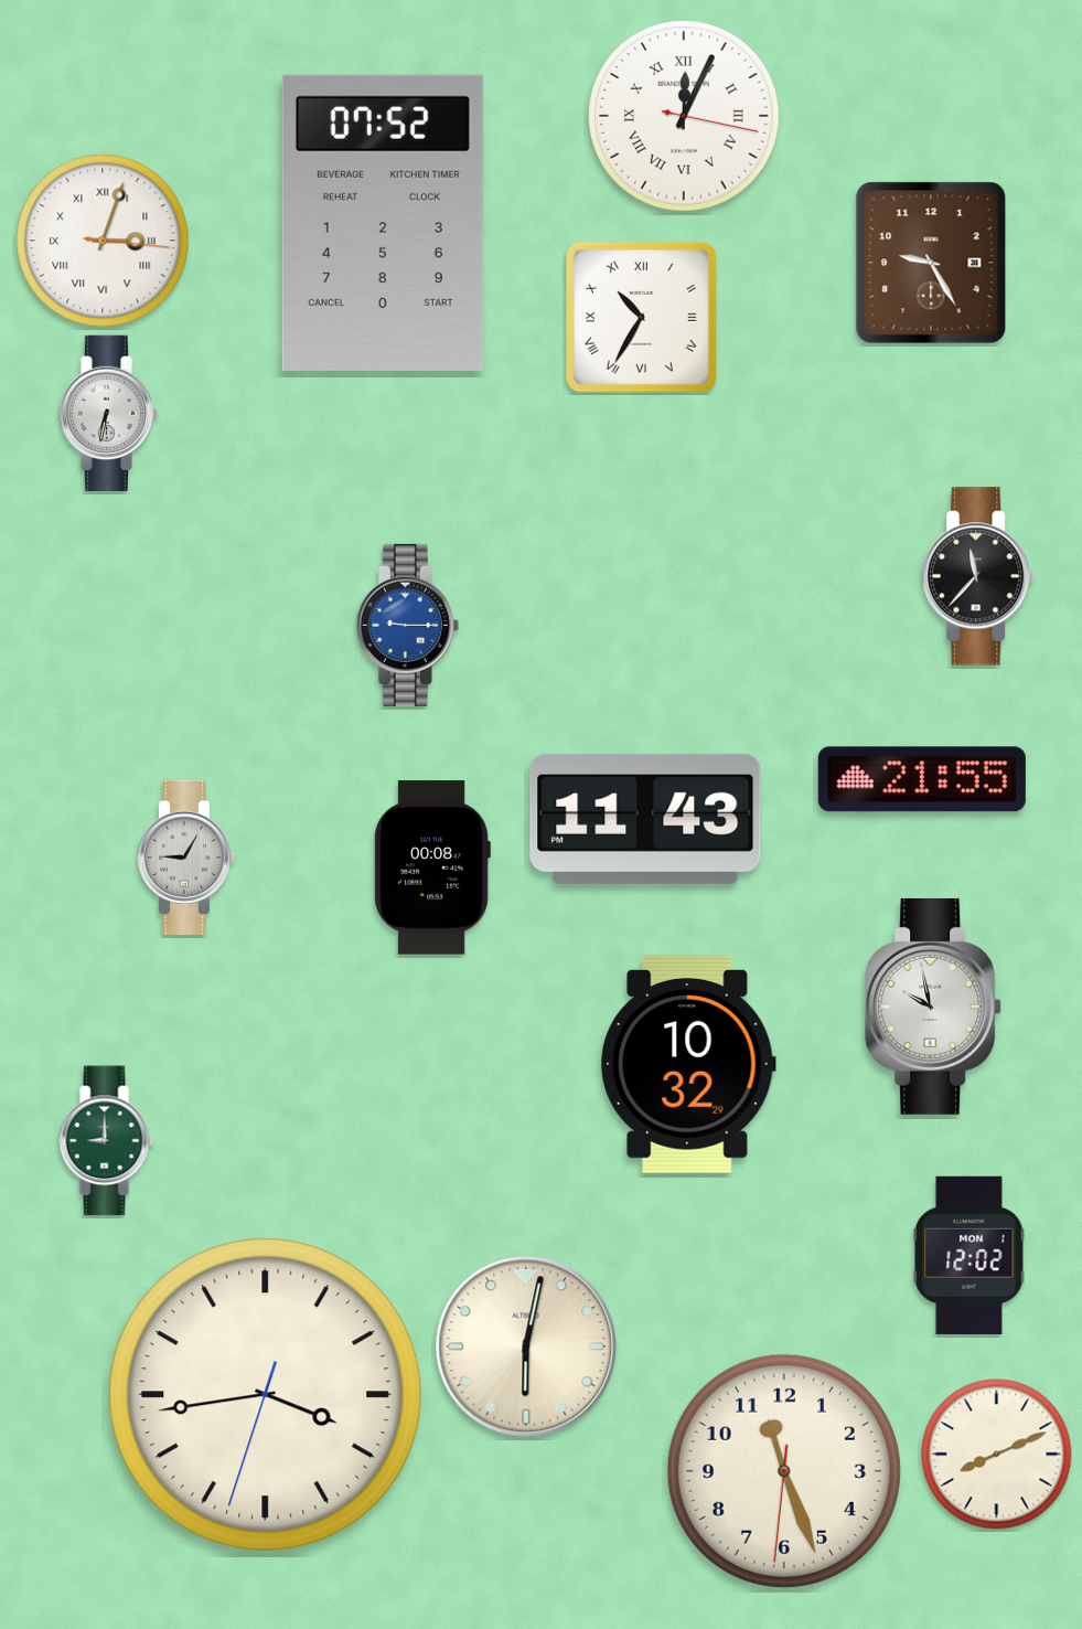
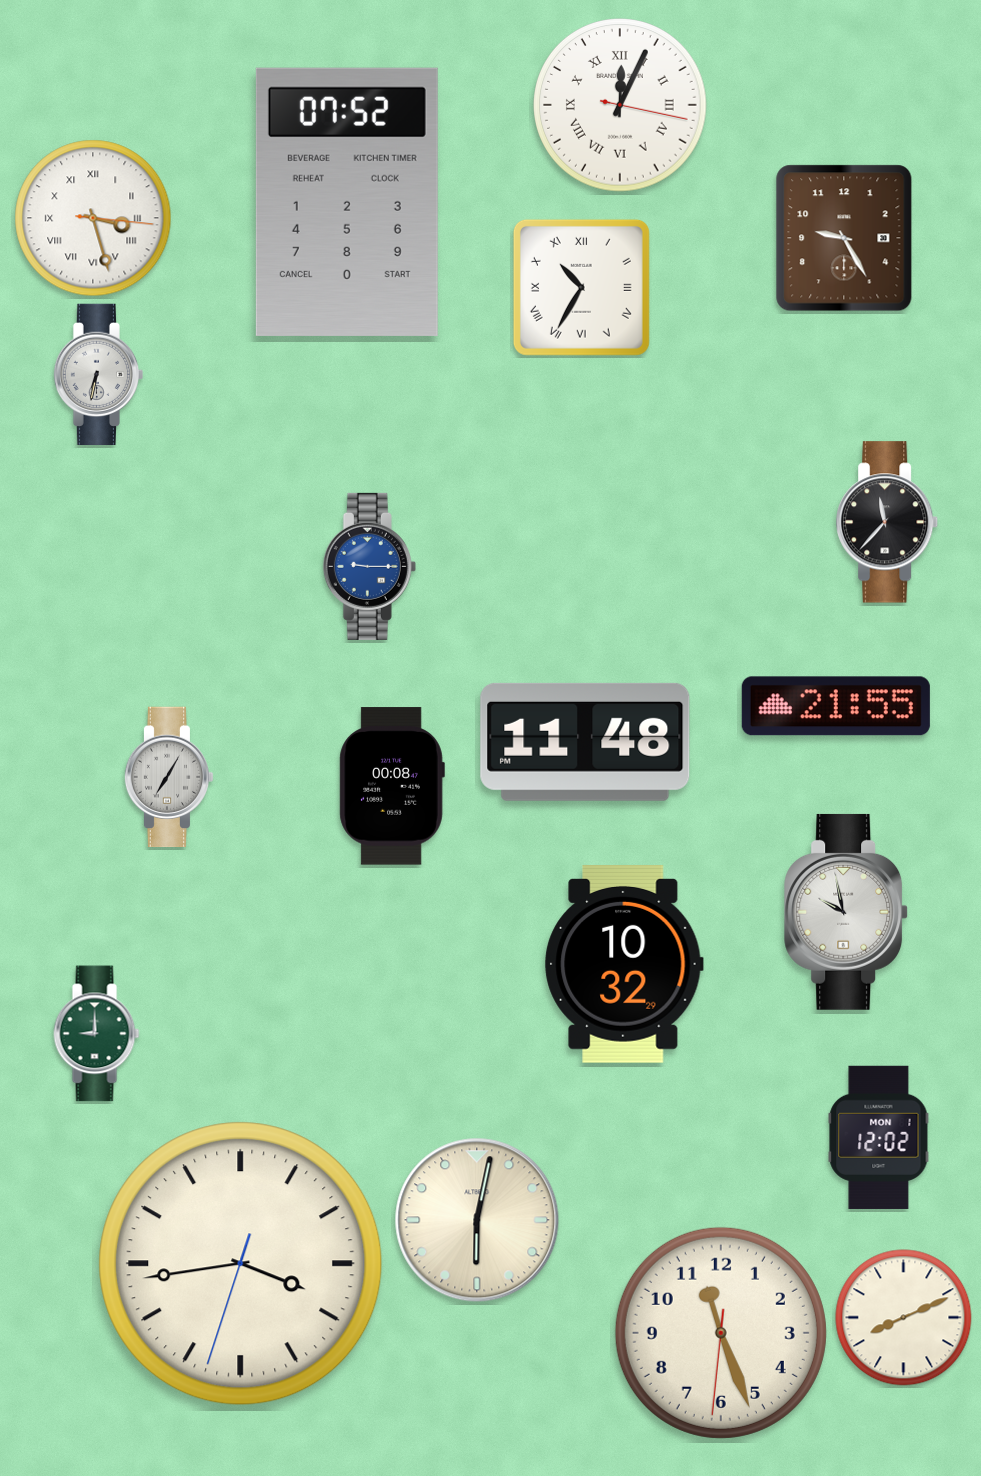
clock at (103, 241): 3:03 -> 3:27
clock at (645, 819): 11:43 -> 11:48
clock at (186, 858): 9:05 -> 7:05
clock at (784, 1471) position: (784, 1471) -> (721, 1333)
